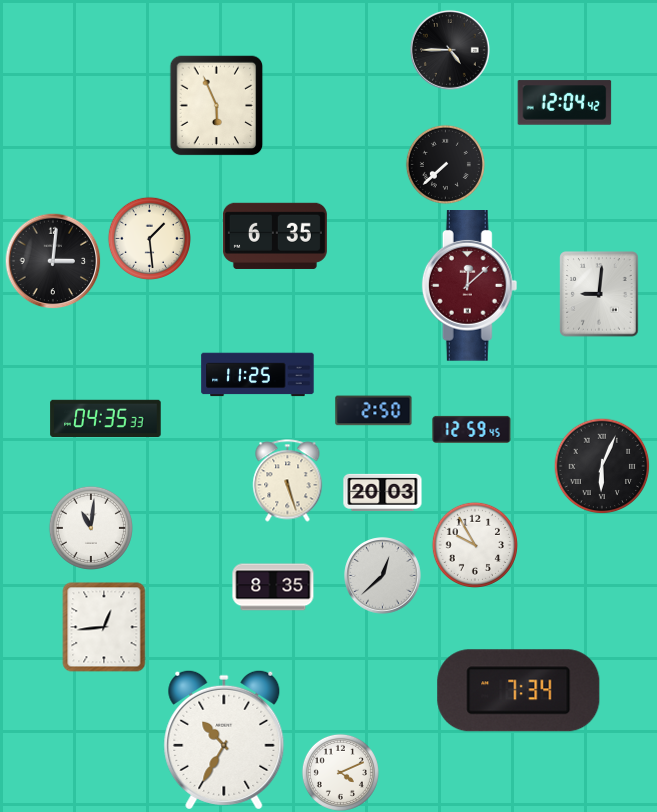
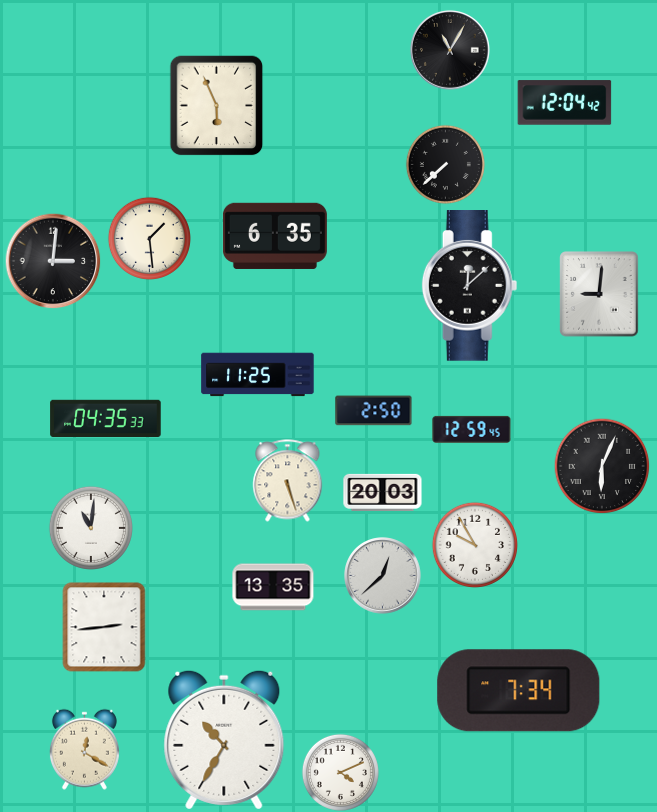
clock at (450, 50): 4:45 -> 11:05
clock at (470, 286) dial: burgundy -> black
clock at (273, 587): 8:35 -> 13:35
clock at (104, 627): 12:44 -> 2:44
clock at (84, 749): none -> 12:20
